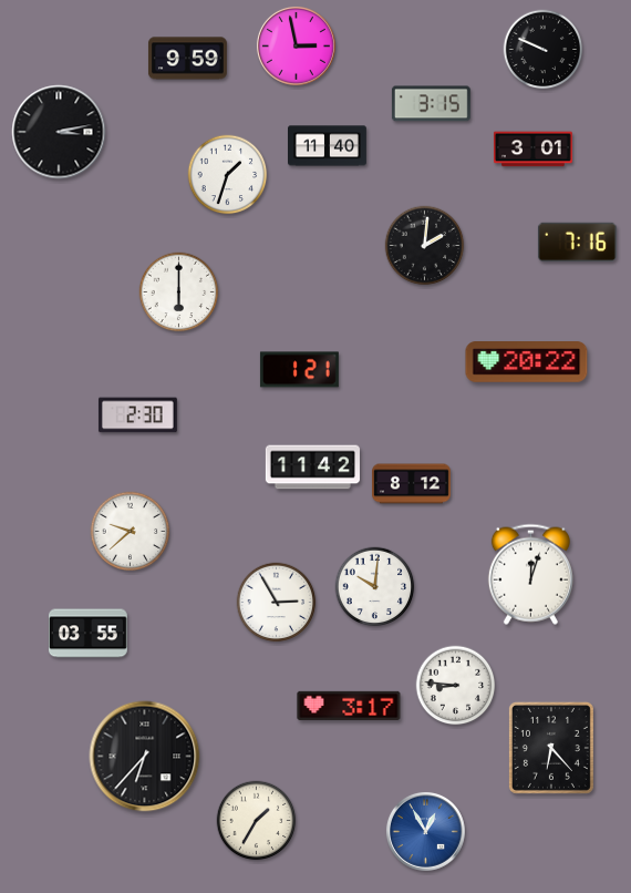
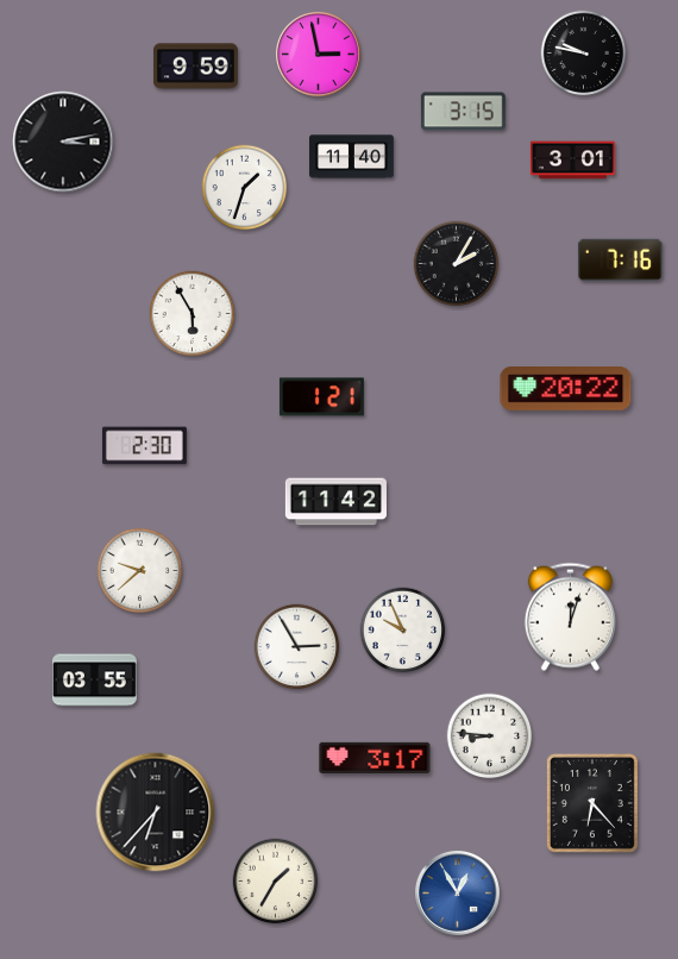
clock at (296, 45) position: (296, 45) -> (318, 54)
clock at (544, 50): 9:49 -> 9:47
clock at (187, 59) position: (187, 59) -> (195, 67)
clock at (425, 246): 2:01 -> 2:05
clock at (179, 292): 6:00 -> 5:55
clock at (137, 415) position: (137, 415) -> (144, 446)
clock at (412, 484): 8:12 -> none
clock at (375, 587): 10:01 -> 9:56
